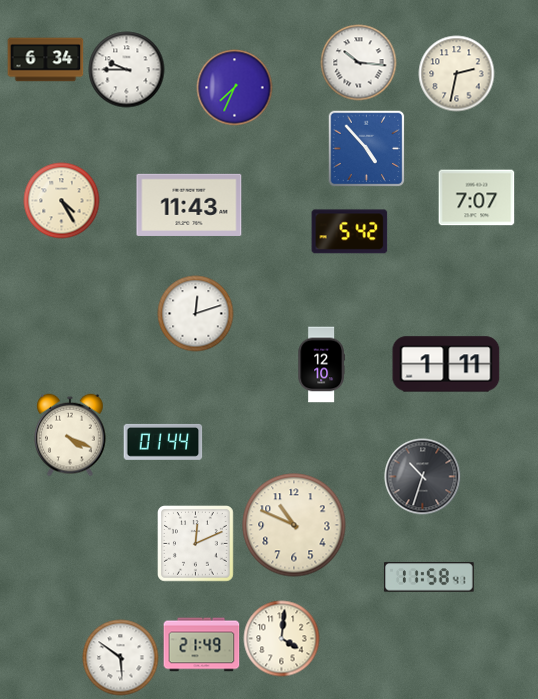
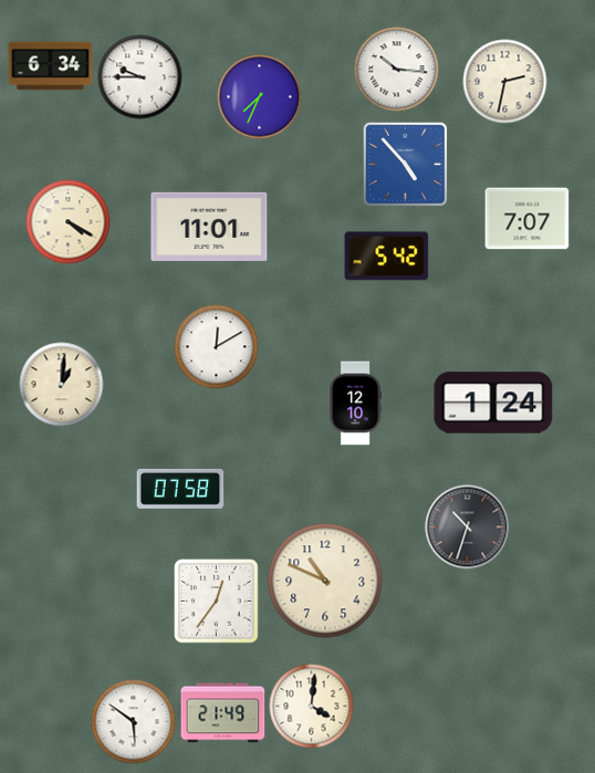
clock at (62, 201): 4:25 -> 4:20
clock at (189, 205): 11:43 -> 11:01
clock at (196, 314): 12:12 -> 12:10
clock at (62, 385): none -> 1:01
clock at (446, 364): 1:11 -> 1:24
clock at (70, 435): 4:19 -> none
clock at (163, 442): 01:44 -> 07:58
clock at (196, 544): 12:11 -> 12:36
clock at (430, 577): 11:58 -> none
clock at (121, 658) position: (121, 658) -> (134, 722)
